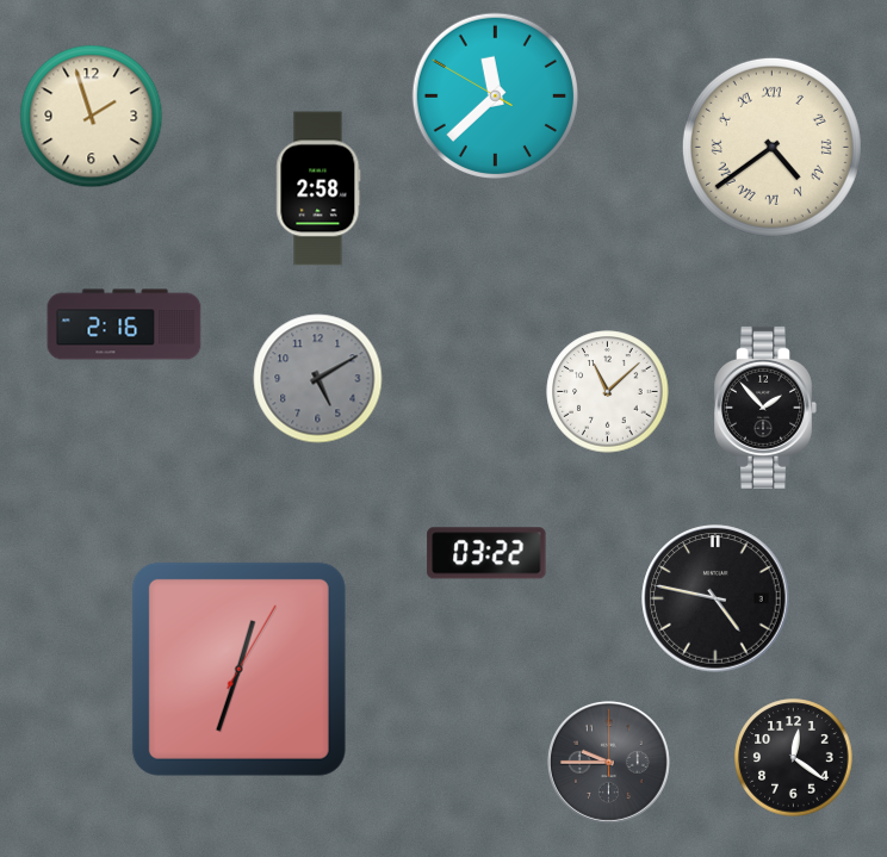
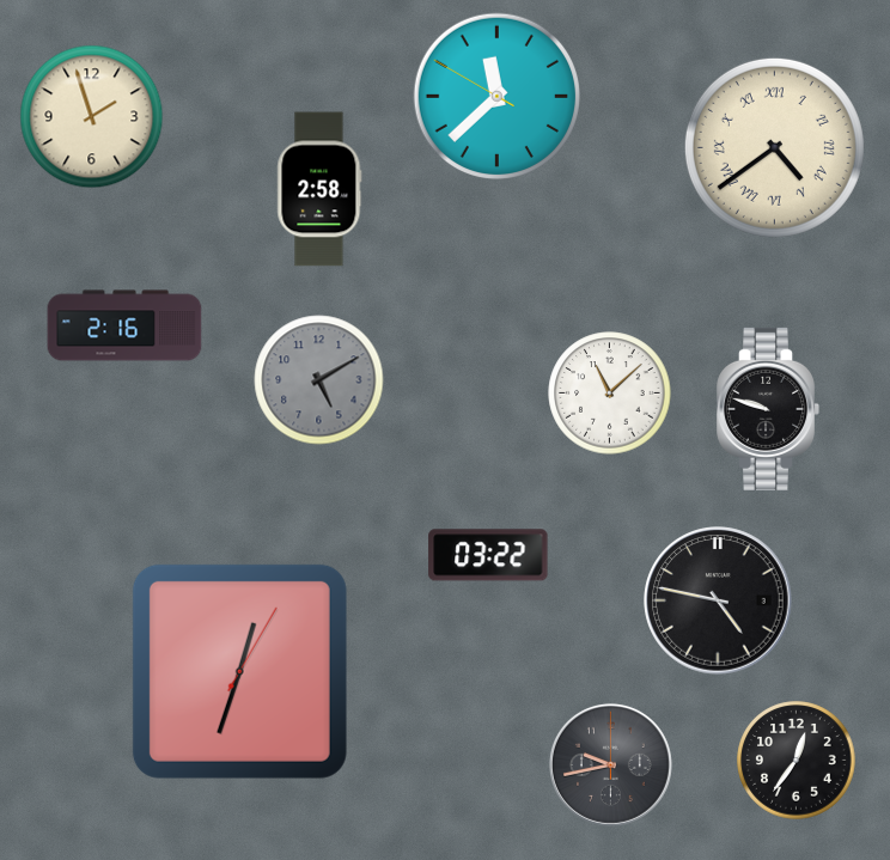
clock at (765, 408): 1:53 -> 9:48
clock at (794, 758): 12:21 -> 12:36
clock at (608, 762): 9:45 -> 9:43
